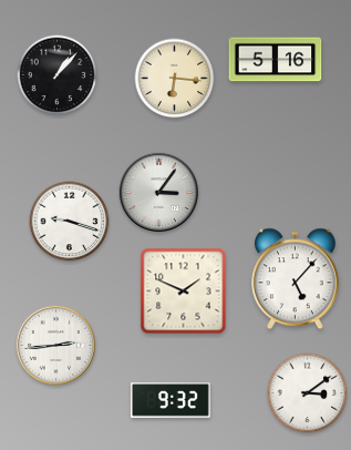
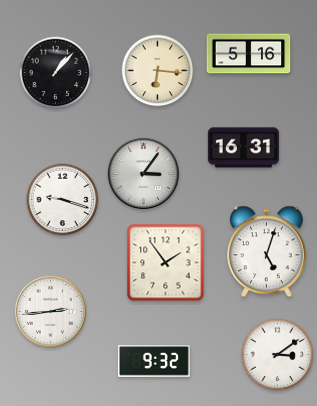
clock at (58, 75) position: (58, 75) -> (56, 73)
clock at (243, 148): none -> 16:31
clock at (296, 279): 5:07 -> 5:03
clock at (184, 292): 1:49 -> 1:54
